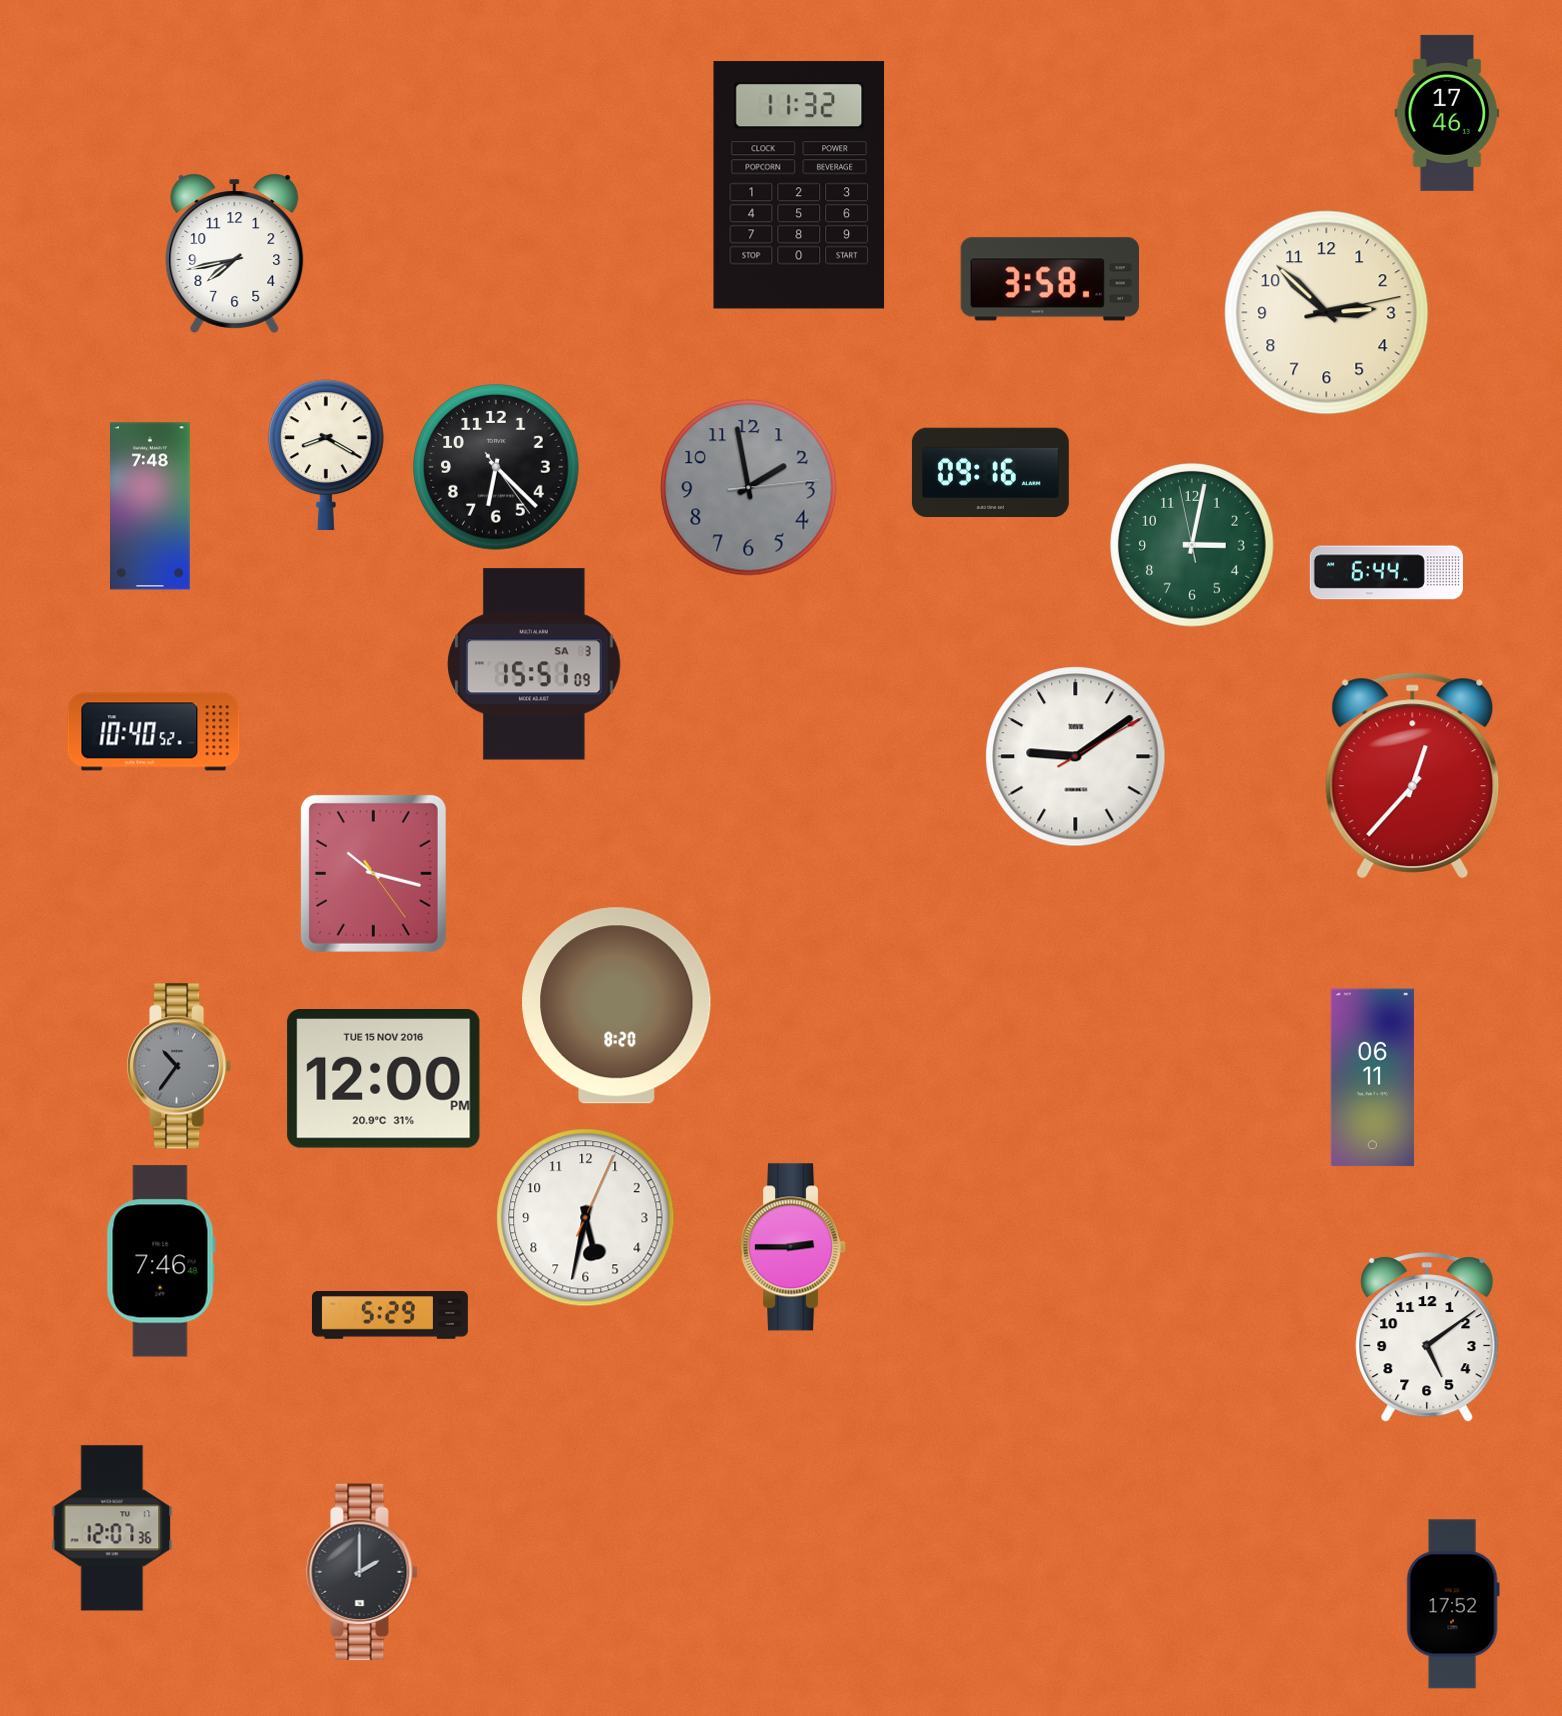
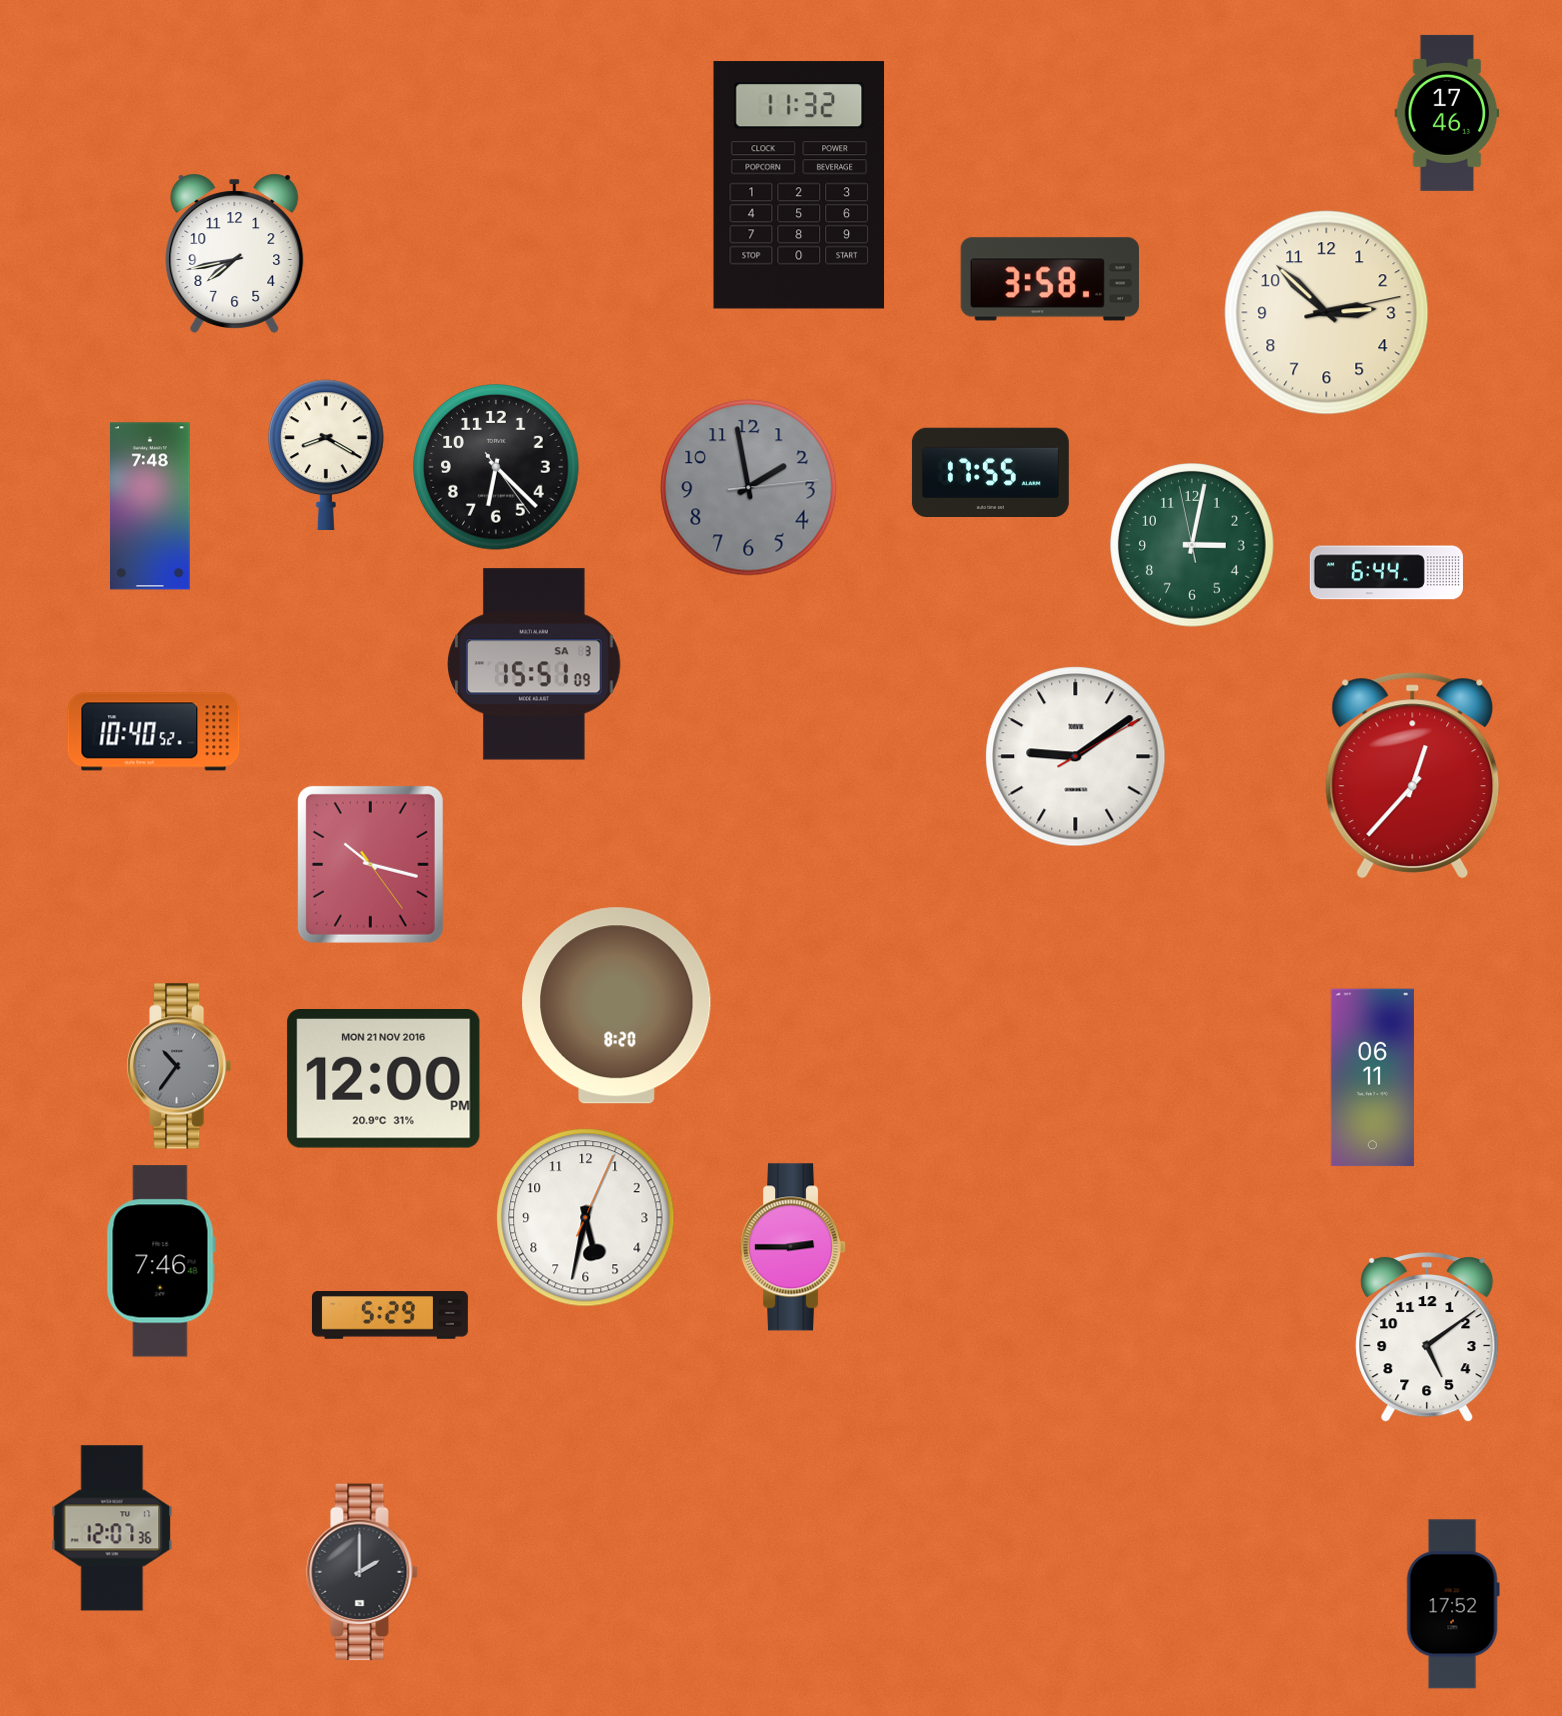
clock at (990, 472): 09:16 -> 17:55
clock at (373, 873) position: (373, 873) -> (370, 864)
clock at (384, 1079) date: TUE 15 NOV 2016 -> MON 21 NOV 2016
